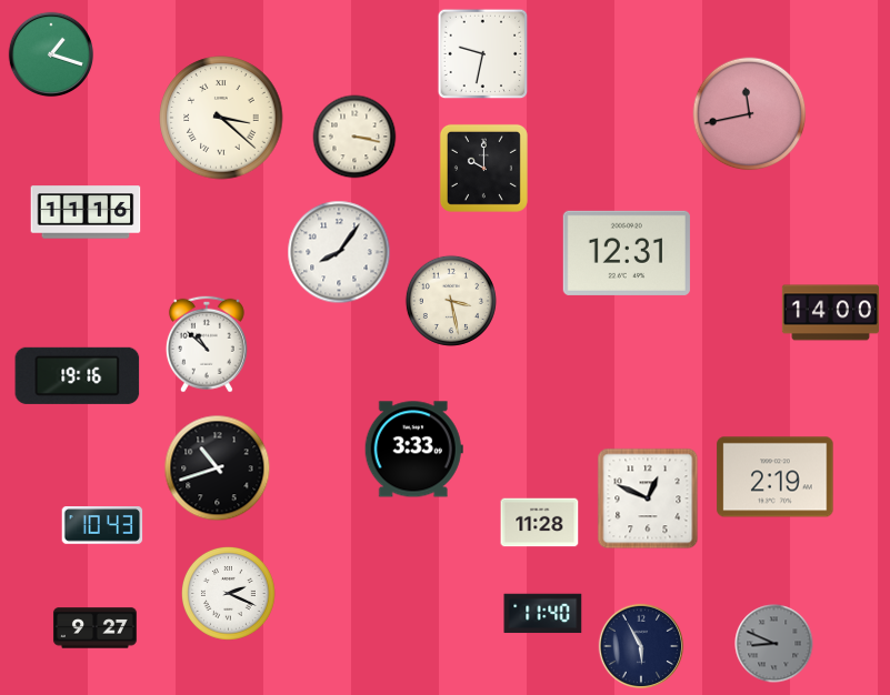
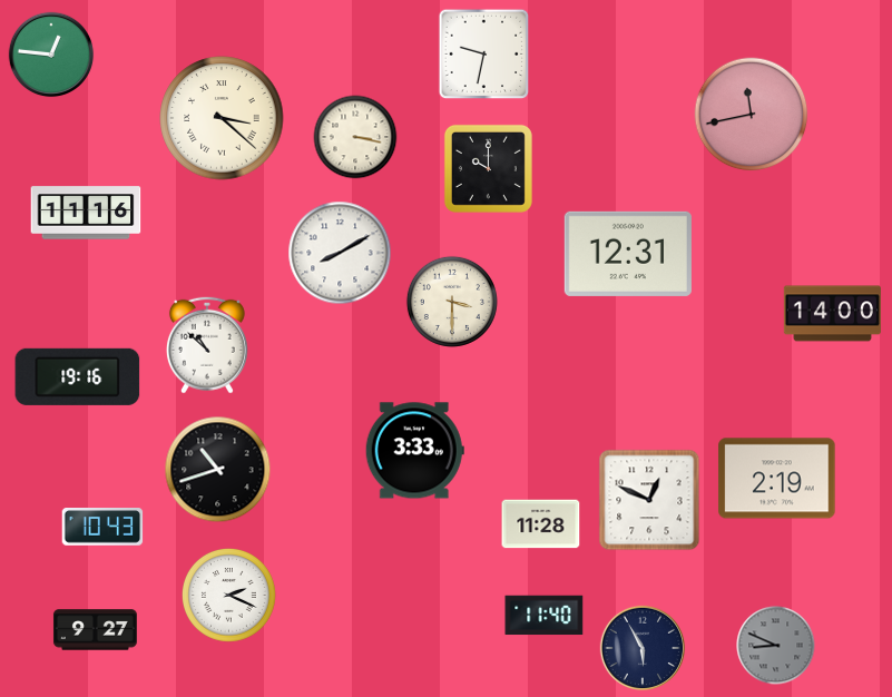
clock at (51, 54): 1:18 -> 12:46
clock at (483, 168) position: (483, 168) -> (488, 168)
clock at (339, 252): 8:06 -> 8:10
clock at (451, 301): 3:28 -> 3:30
